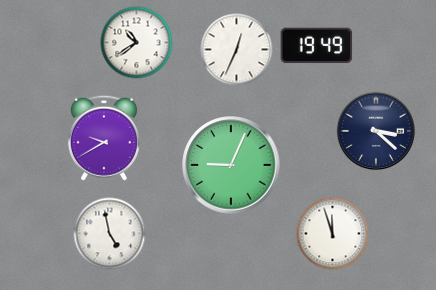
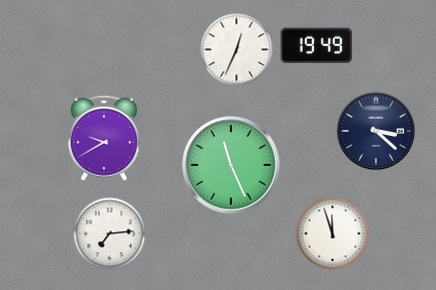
clock at (137, 43): 10:39 -> none
clock at (231, 165): 9:04 -> 11:26
clock at (110, 234): 4:58 -> 7:14
